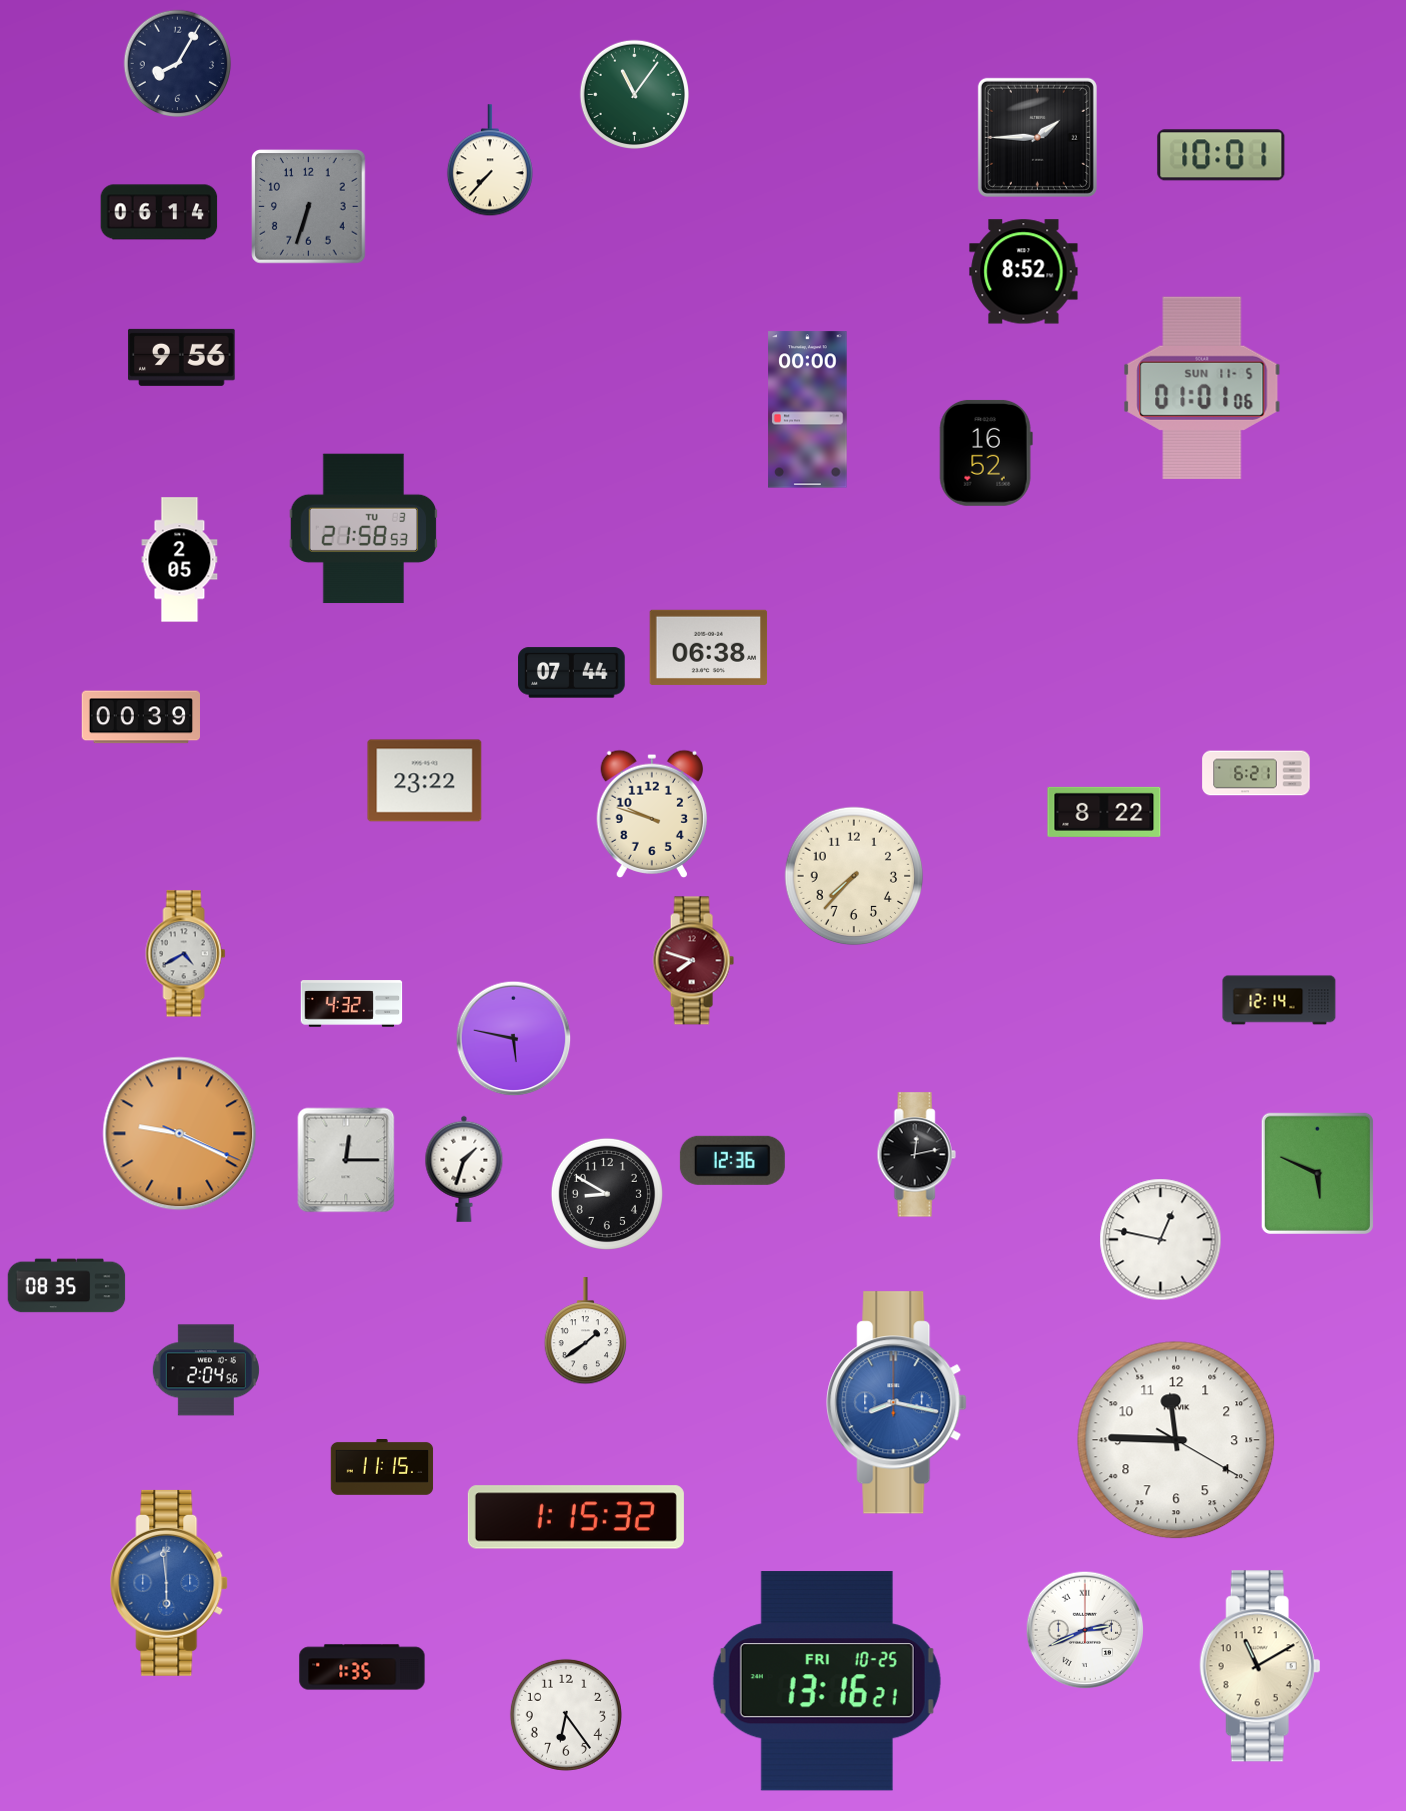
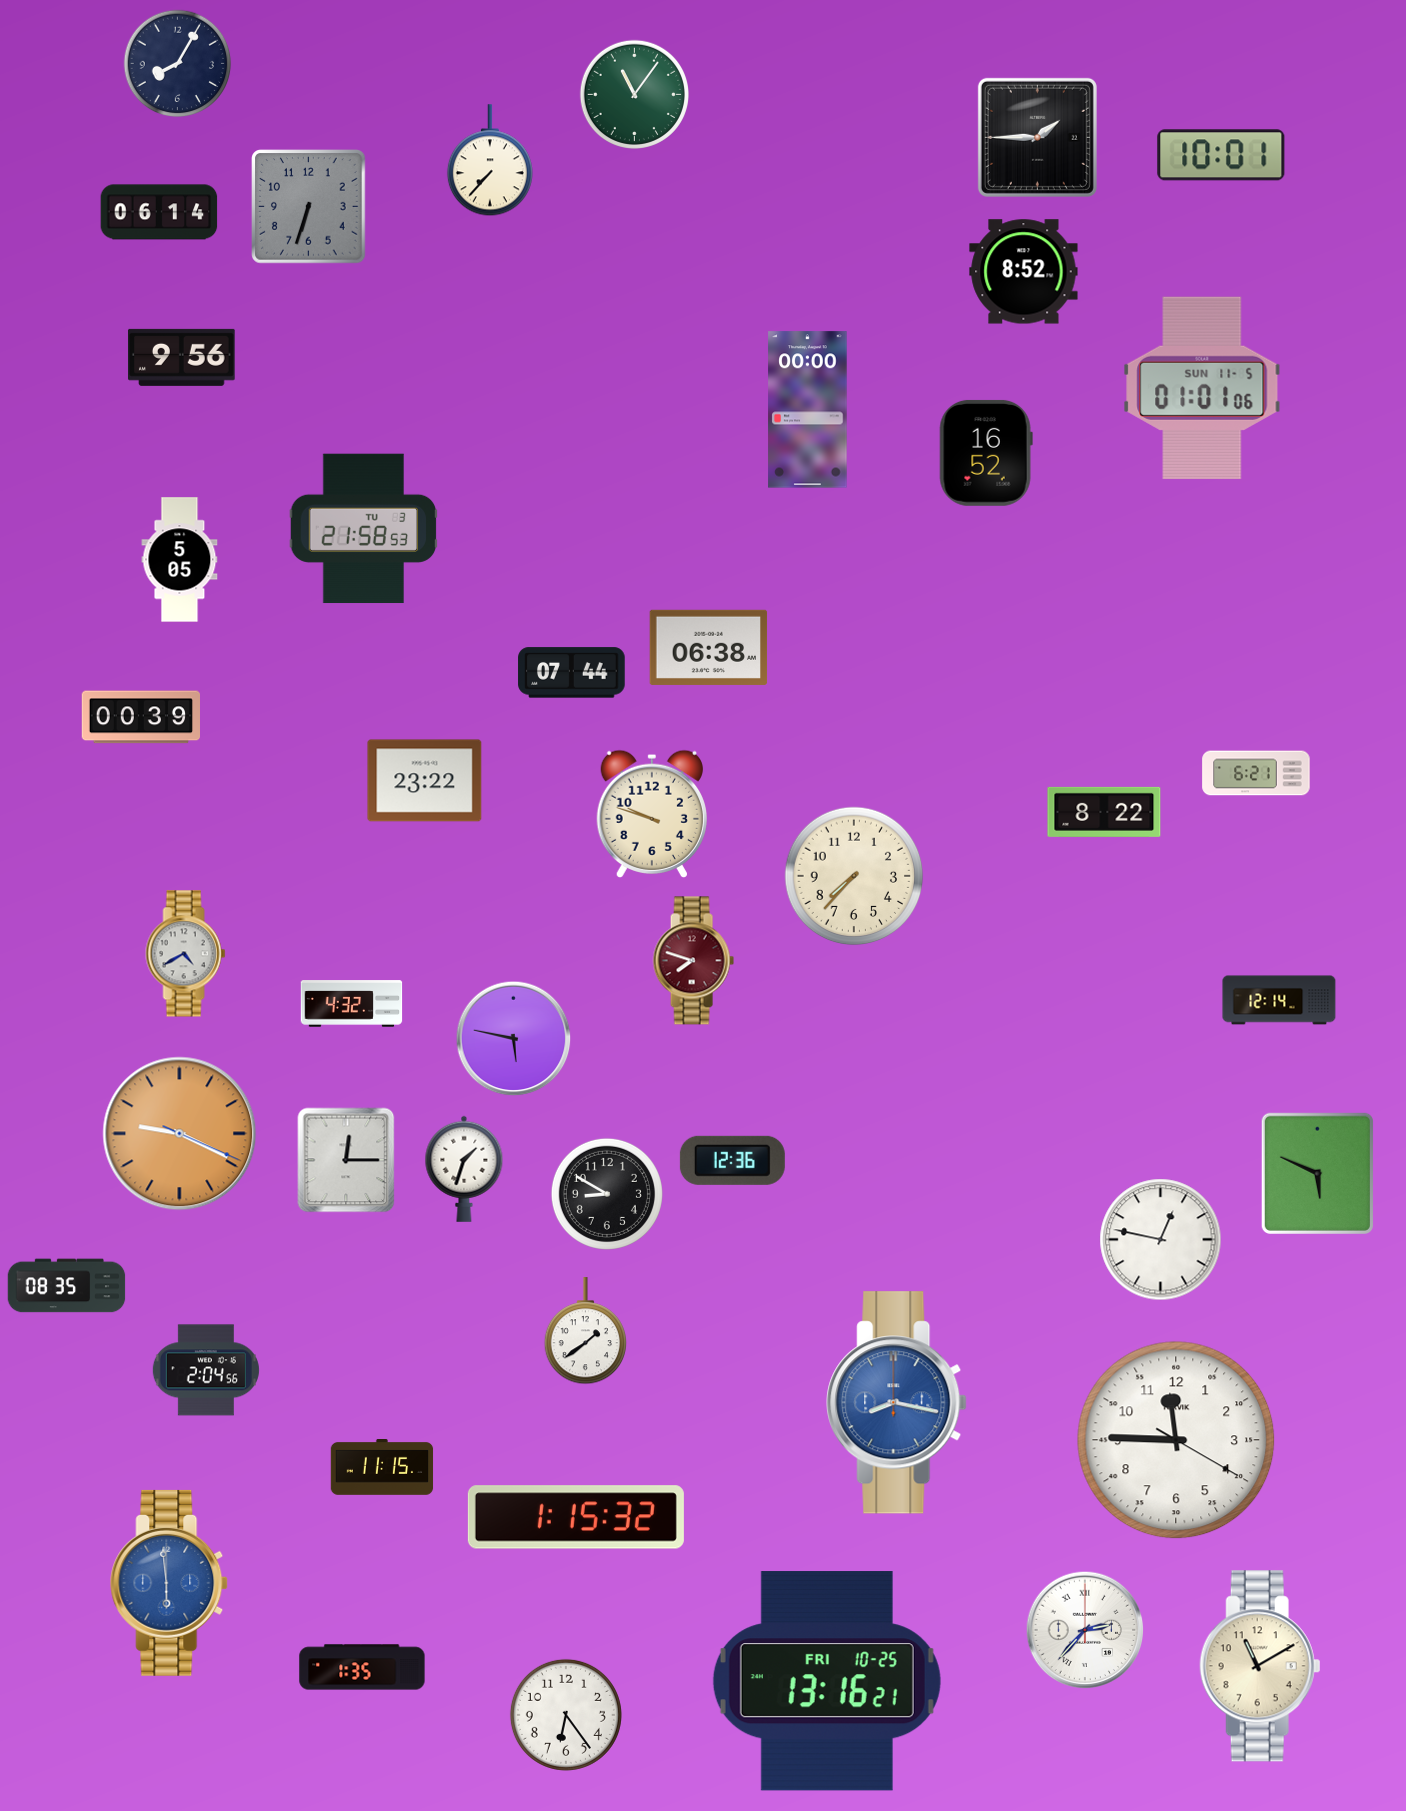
clock at (180, 560): 2:05 -> 5:05
clock at (916, 1155): 12:13 -> none
clock at (1085, 1630): 2:41 -> 2:37
